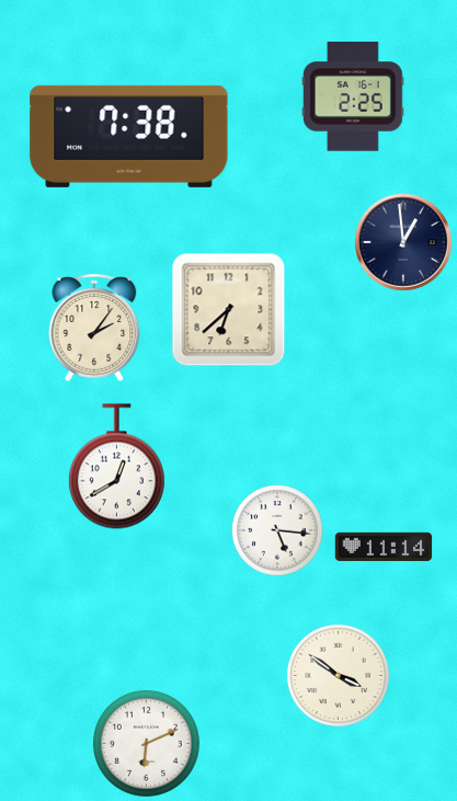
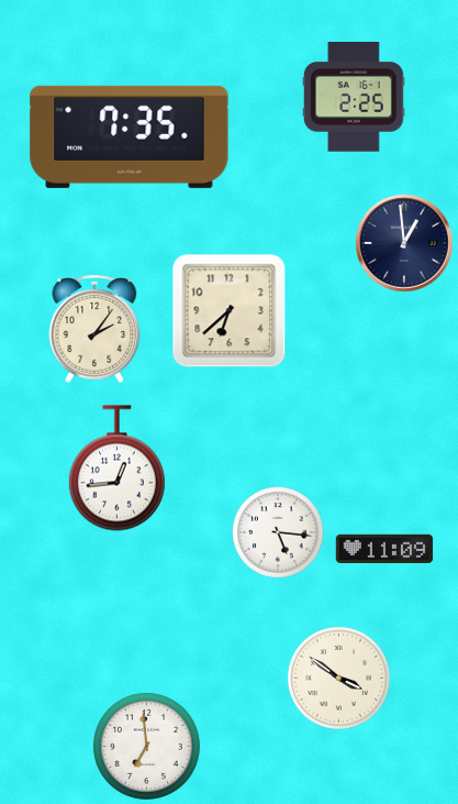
clock at (129, 136): 7:38 -> 7:35
clock at (116, 467): 12:40 -> 12:44
clock at (384, 547): 11:14 -> 11:09
clock at (146, 743): 6:11 -> 6:59
